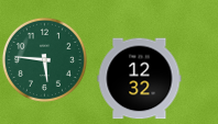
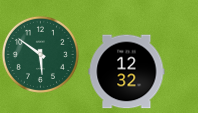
clock at (44, 59): 5:46 -> 5:51
